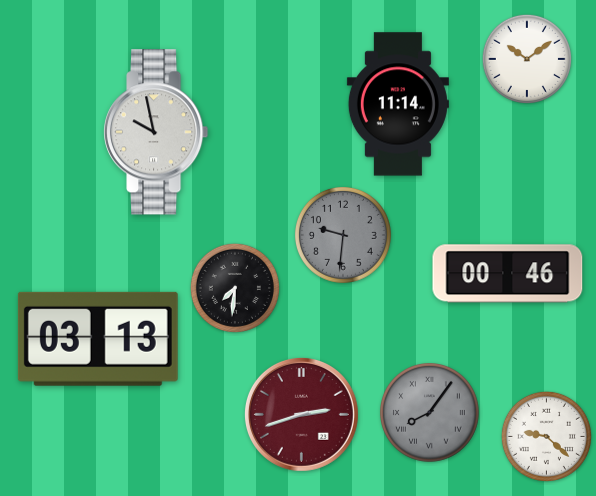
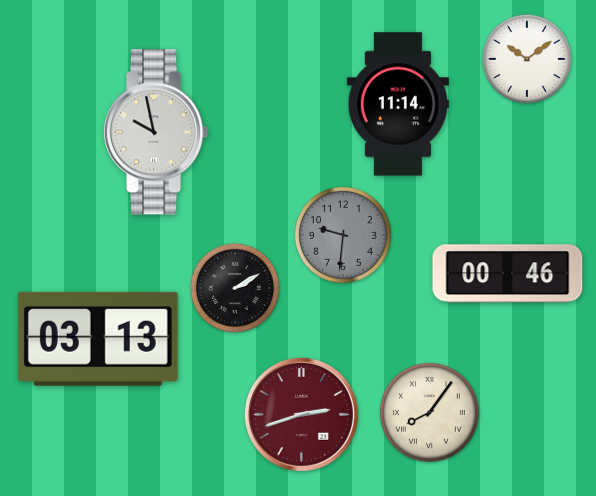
clock at (235, 288): 7:31 -> 2:10
clock at (430, 413) dial: grey -> cream
clock at (546, 436): 9:22 -> none
